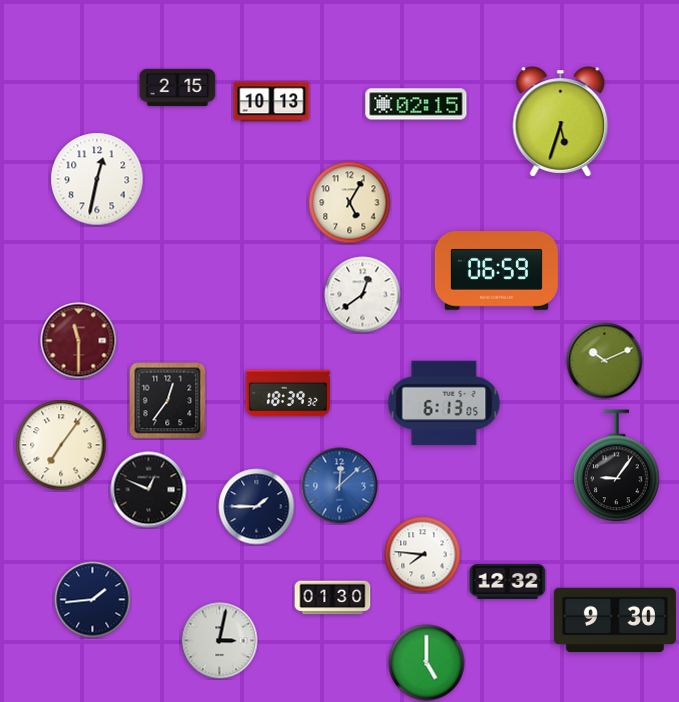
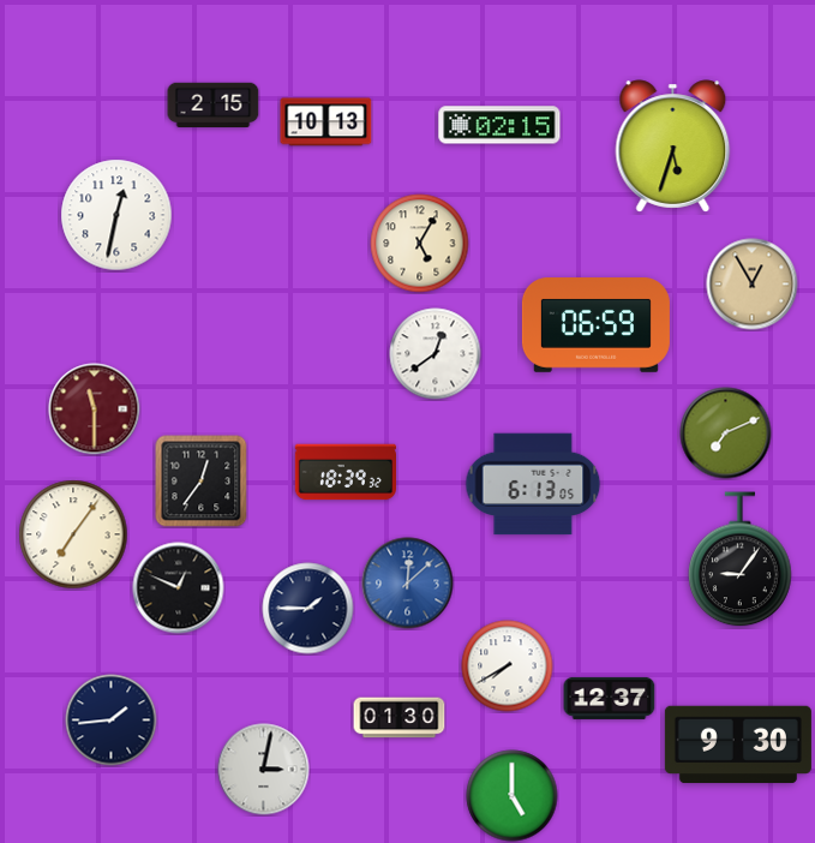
clock at (753, 285): none -> 12:55
clock at (605, 361): 10:11 -> 7:11
clock at (423, 555): 7:46 -> 7:40
clock at (508, 581): 12:32 -> 12:37
